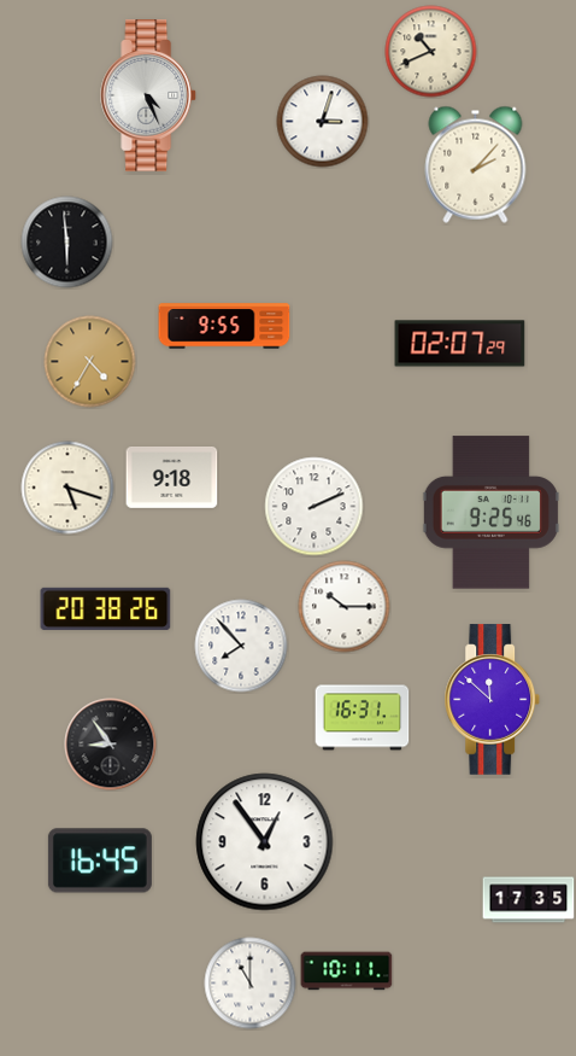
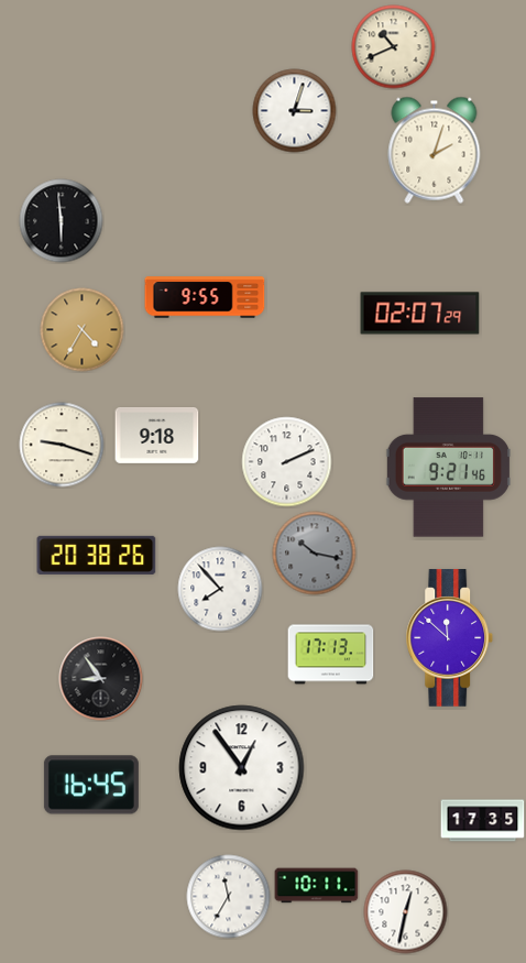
clock at (149, 95): 4:26 -> none
clock at (476, 164): 2:07 -> 2:03
clock at (67, 488): 5:18 -> 9:18
clock at (490, 513): 9:25 -> 9:21
clock at (345, 607): 10:15 -> 10:17
clock at (345, 607) dial: white -> grey
clock at (363, 718): 16:31 -> 17:13
clock at (251, 984): 11:00 -> 11:35
clock at (406, 912): none -> 12:32
